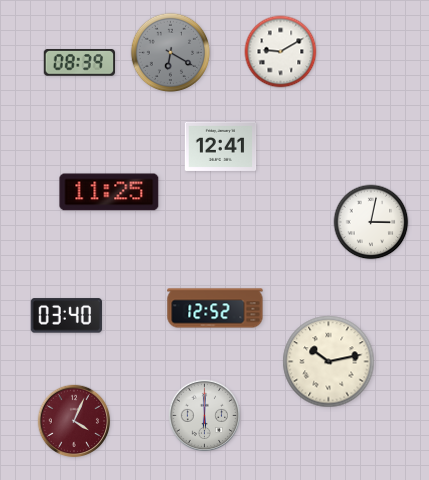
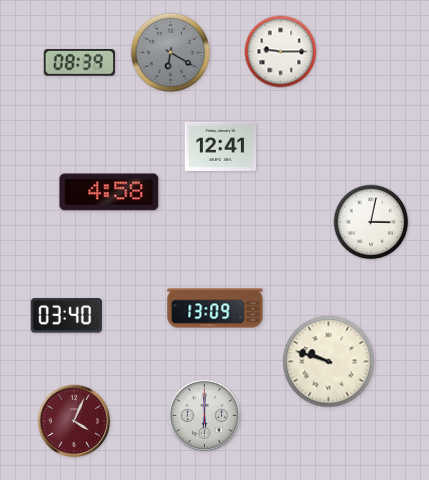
clock at (281, 52): 9:10 -> 9:15
clock at (109, 192): 11:25 -> 4:58
clock at (215, 308): 12:52 -> 13:09
clock at (329, 362): 10:13 -> 9:48
